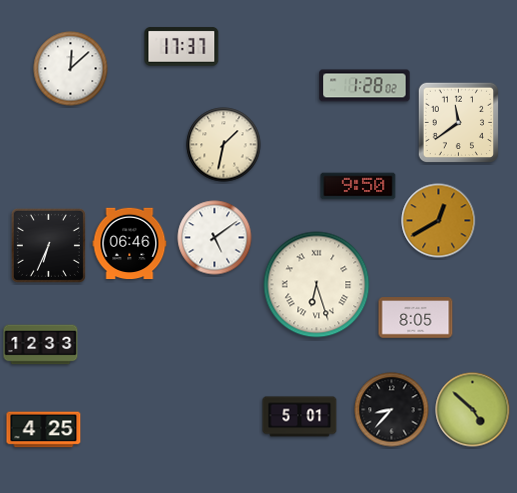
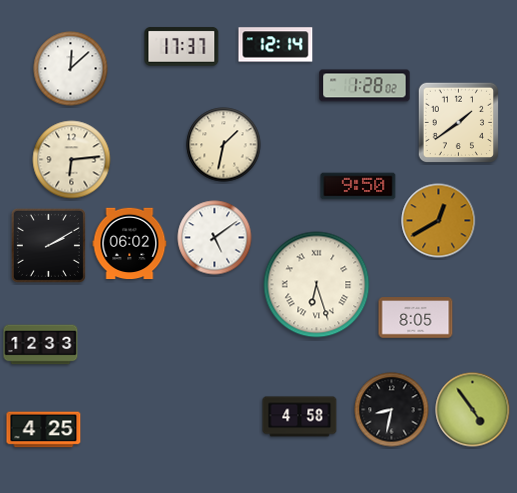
clock at (276, 45): none -> 12:14
clock at (459, 123): 11:39 -> 1:39
clock at (72, 160): none -> 6:14
clock at (130, 244): 06:46 -> 06:02
clock at (48, 245): 6:34 -> 2:10
clock at (392, 410): 8:37 -> 8:32
clock at (473, 410): 4:52 -> 4:54
clock at (300, 417): 5:01 -> 4:58
